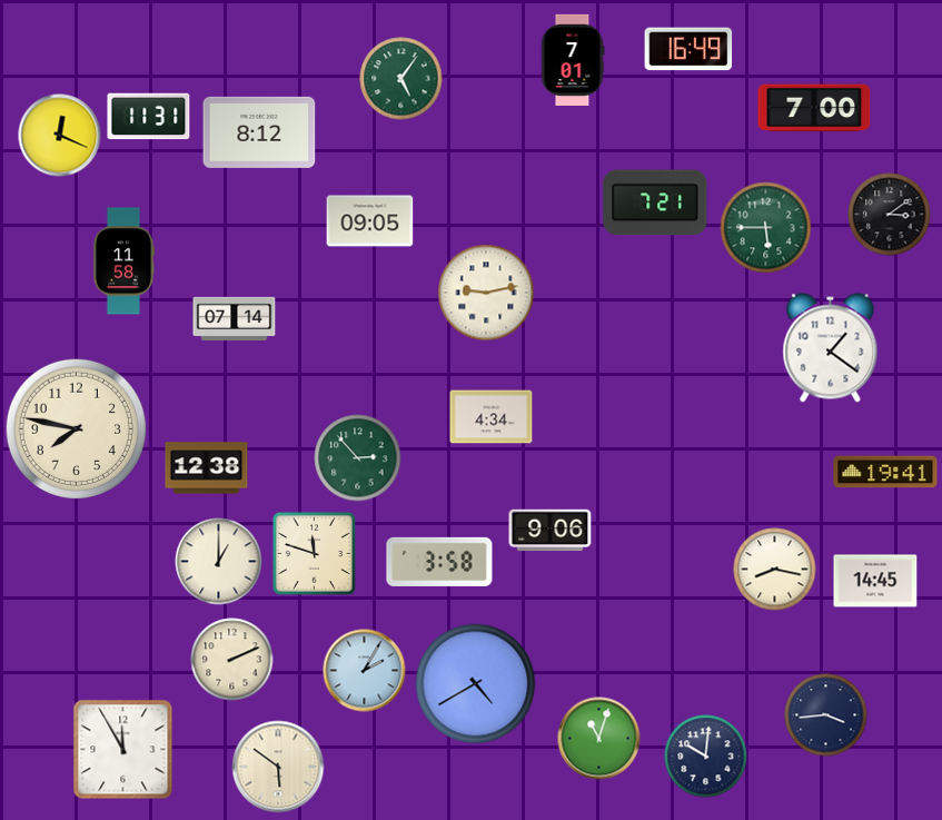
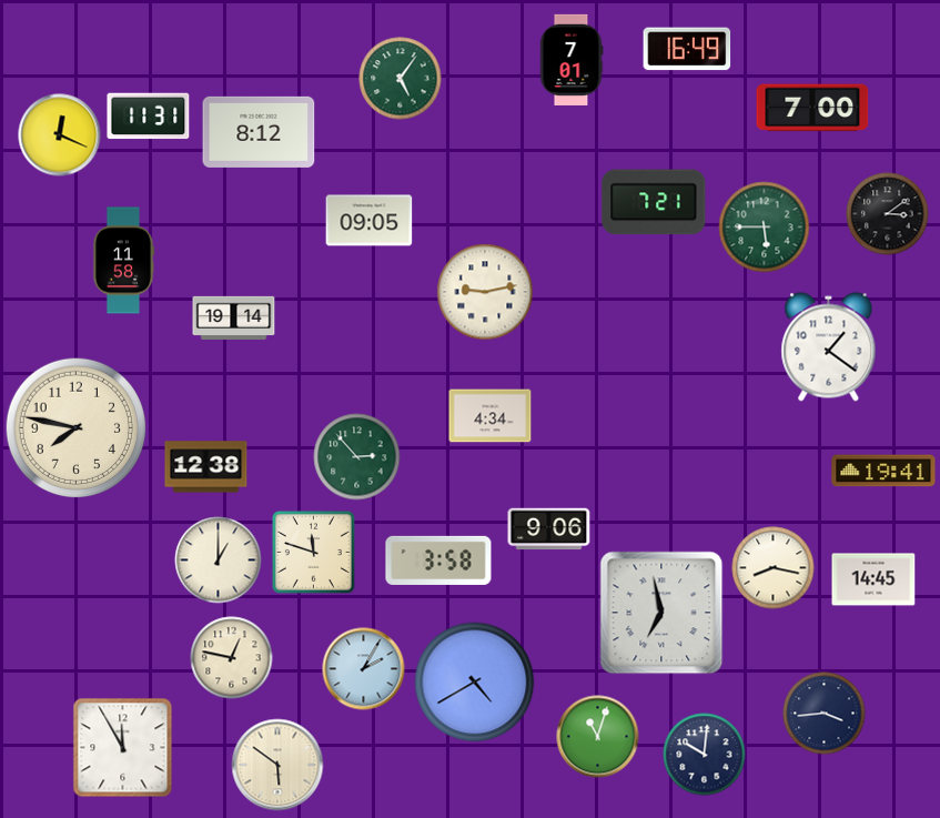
clock at (235, 319): 07:14 -> 19:14
clock at (661, 613): none -> 6:58
clock at (232, 660): 2:11 -> 12:47
